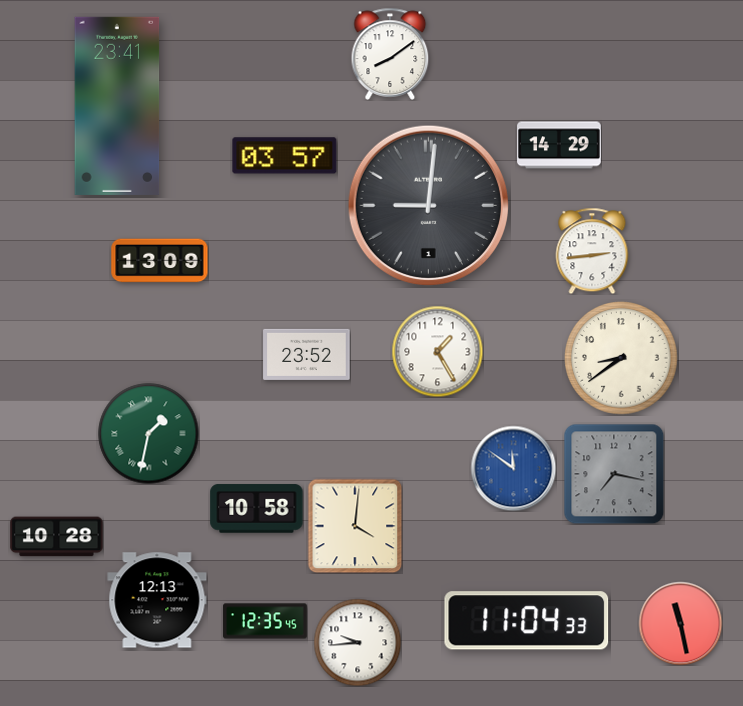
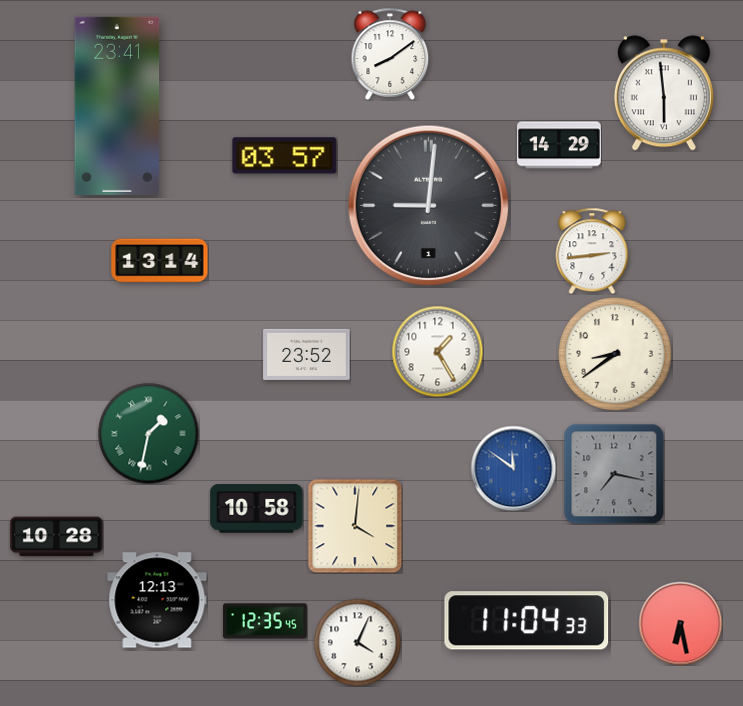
clock at (664, 93): none -> 5:59
clock at (160, 261): 13:09 -> 13:14
clock at (621, 358) position: (621, 358) -> (615, 354)
clock at (680, 623): 11:28 -> 6:28
clock at (357, 642): 9:44 -> 4:04
